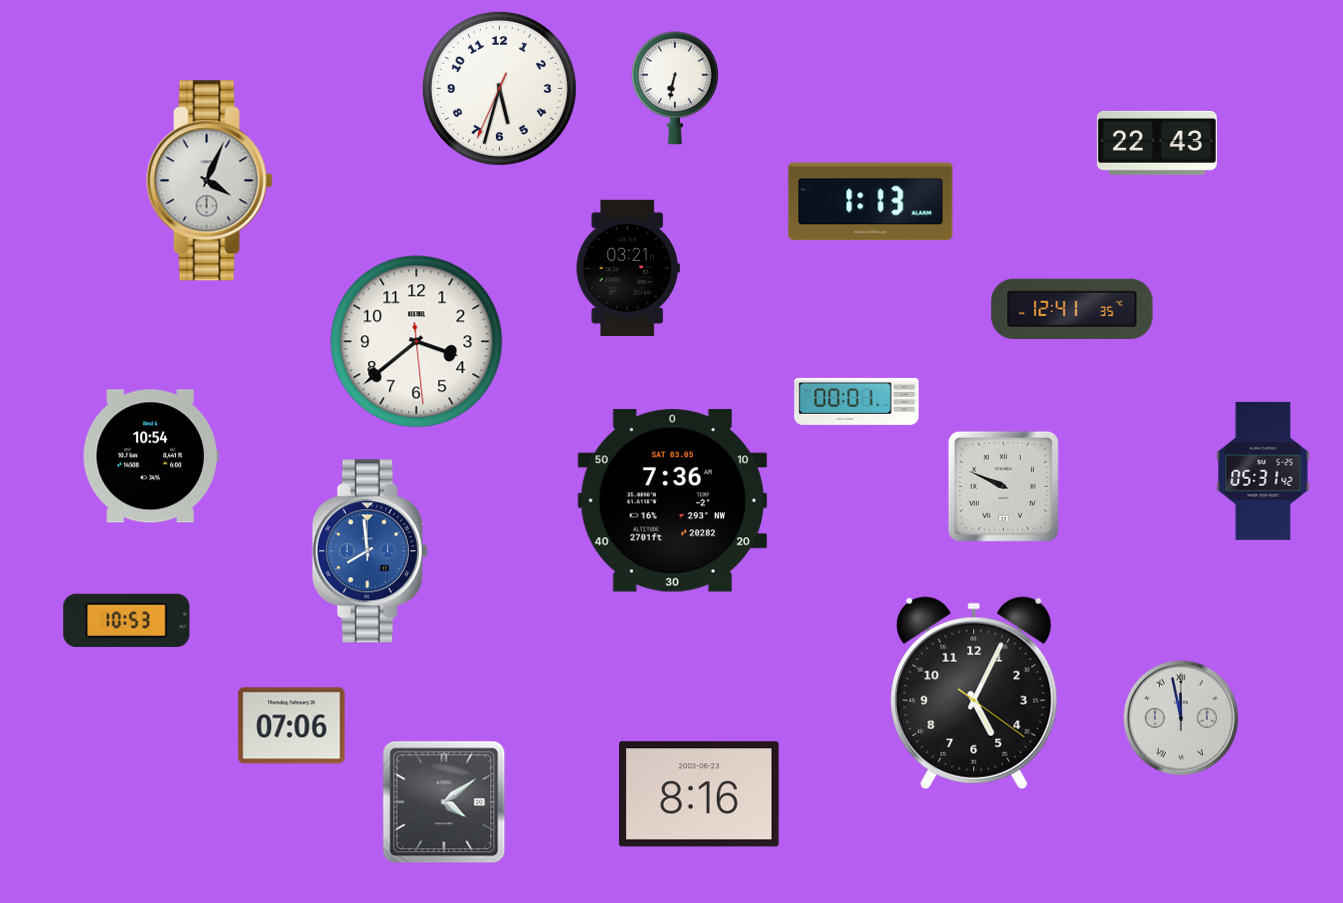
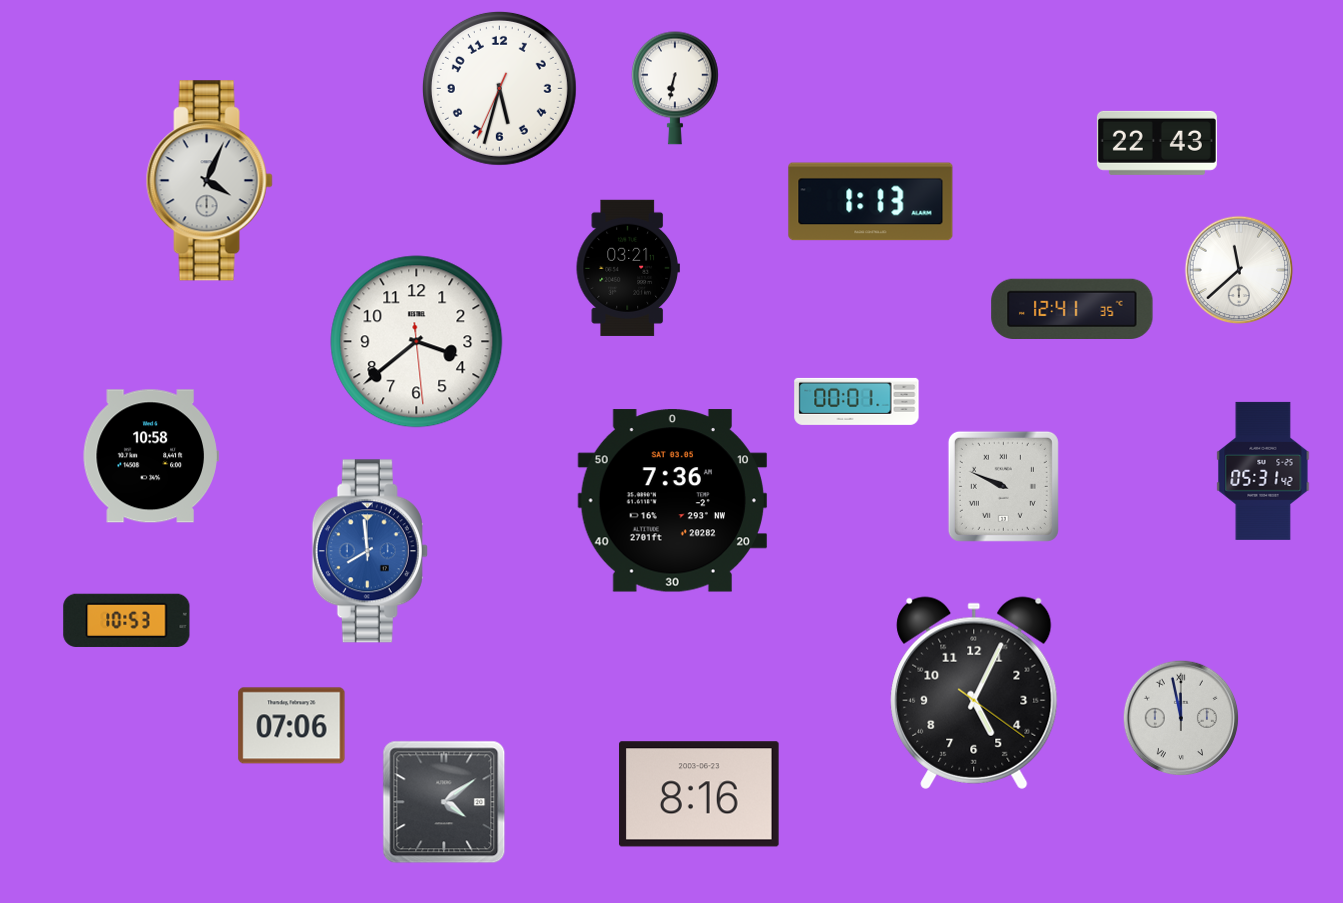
clock at (1239, 270): none -> 11:38
clock at (151, 456): 10:54 -> 10:58
